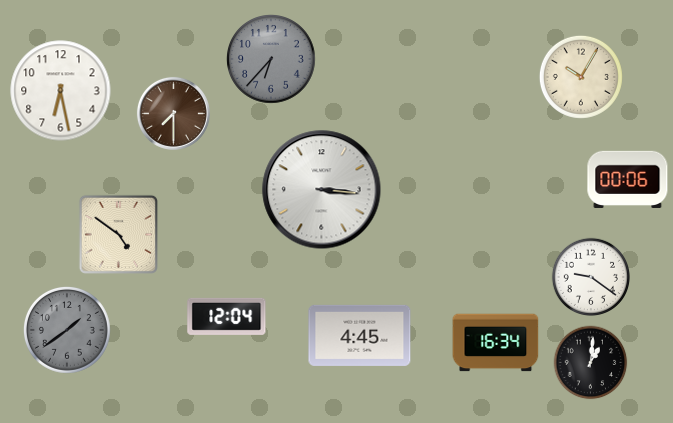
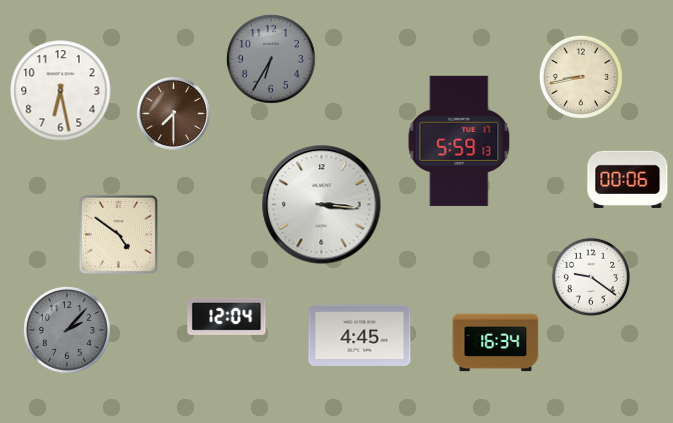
clock at (272, 60): 6:37 -> 6:35
clock at (581, 77): 10:05 -> 8:43
clock at (459, 141): none -> 5:59
clock at (322, 190) position: (322, 190) -> (322, 205)
clock at (67, 330): 1:39 -> 2:07
clock at (591, 363): 1:01 -> none
